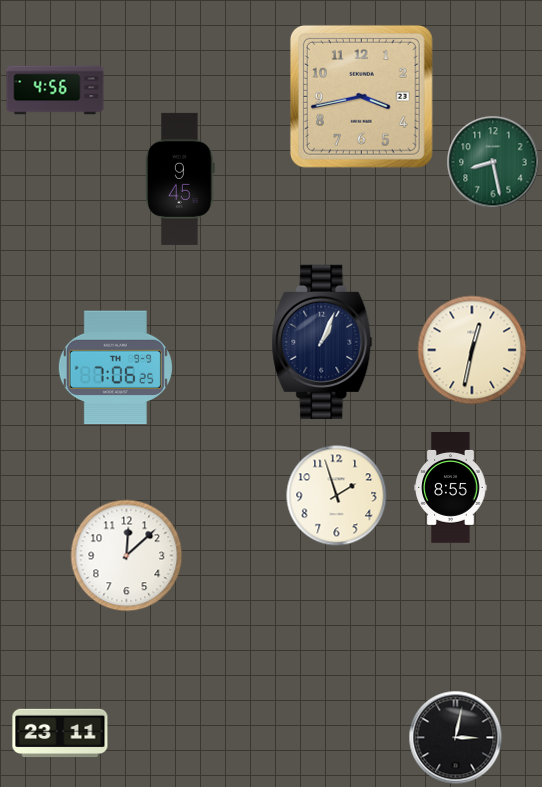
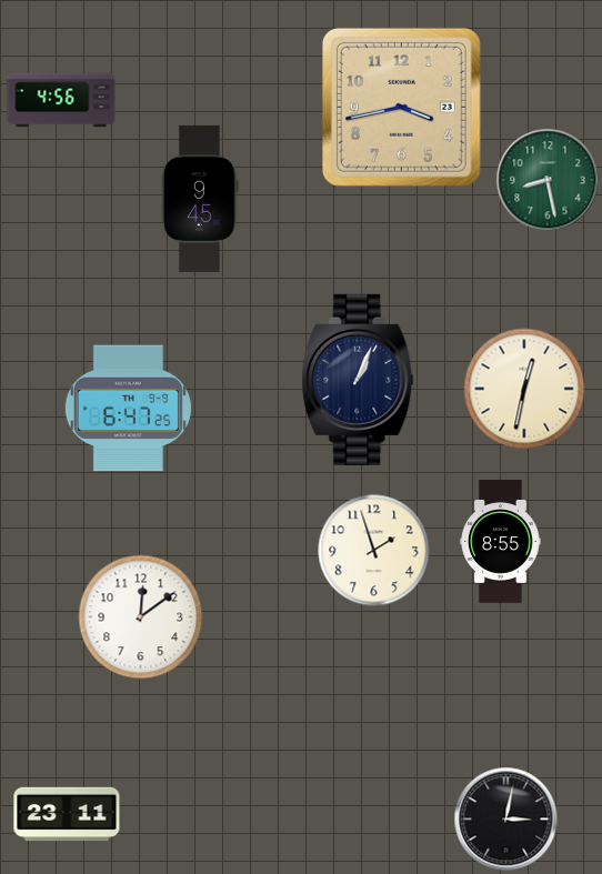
clock at (115, 368): 7:06 -> 6:47
clock at (127, 556): 12:08 -> 12:09
